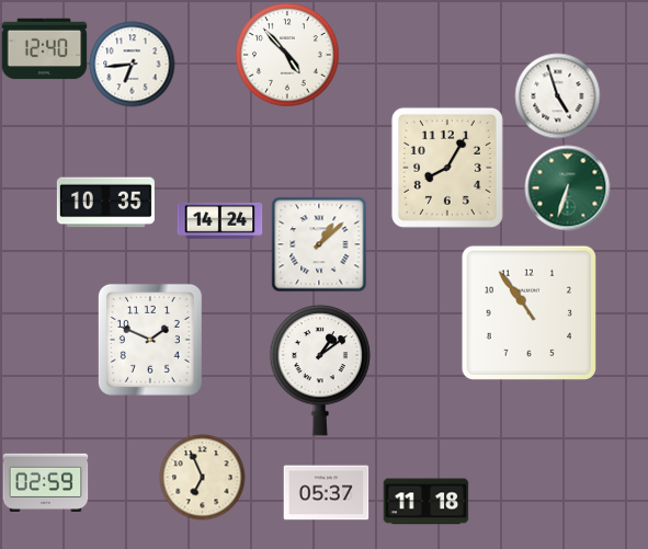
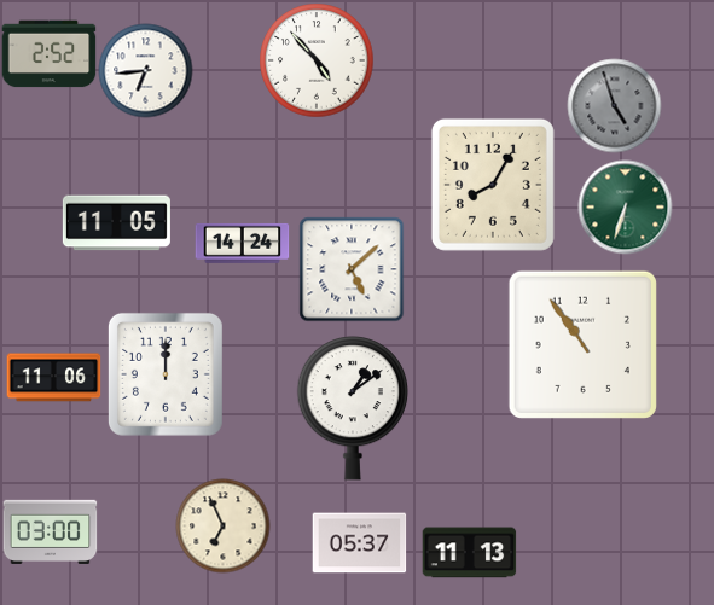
clock at (44, 49): 12:40 -> 2:52
clock at (557, 95) dial: white -> grey
clock at (105, 203): 10:35 -> 11:05
clock at (319, 244): 1:08 -> 5:08
clock at (150, 340): 1:49 -> 12:00
clock at (53, 378): none -> 11:06
clock at (45, 482): 02:59 -> 03:00
clock at (425, 502): 11:18 -> 11:13
